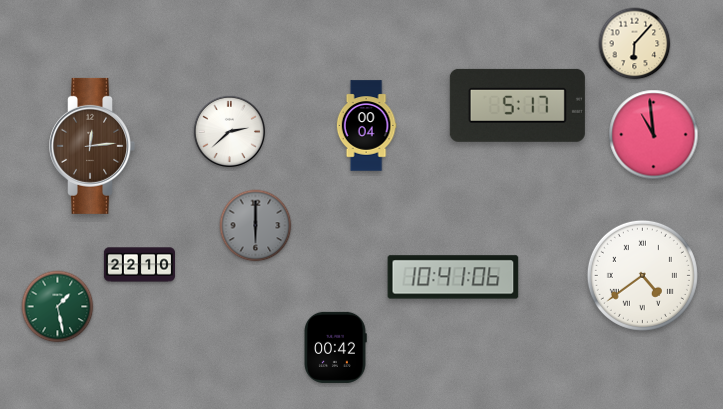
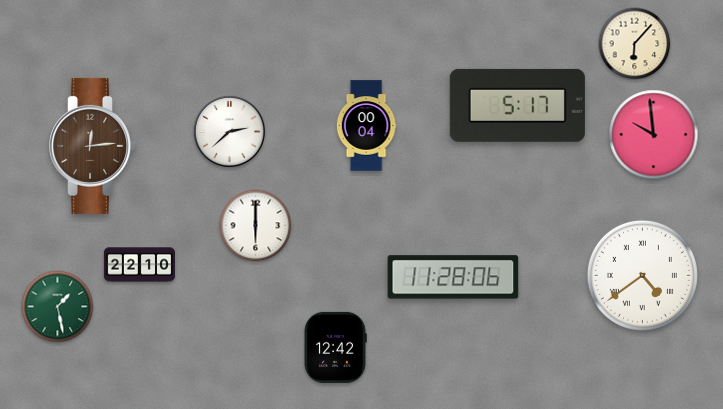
clock at (654, 135): 10:59 -> 9:59
clock at (256, 226) dial: grey -> white
clock at (453, 277): 10:41 -> 11:28
clock at (335, 347): 00:42 -> 12:42
